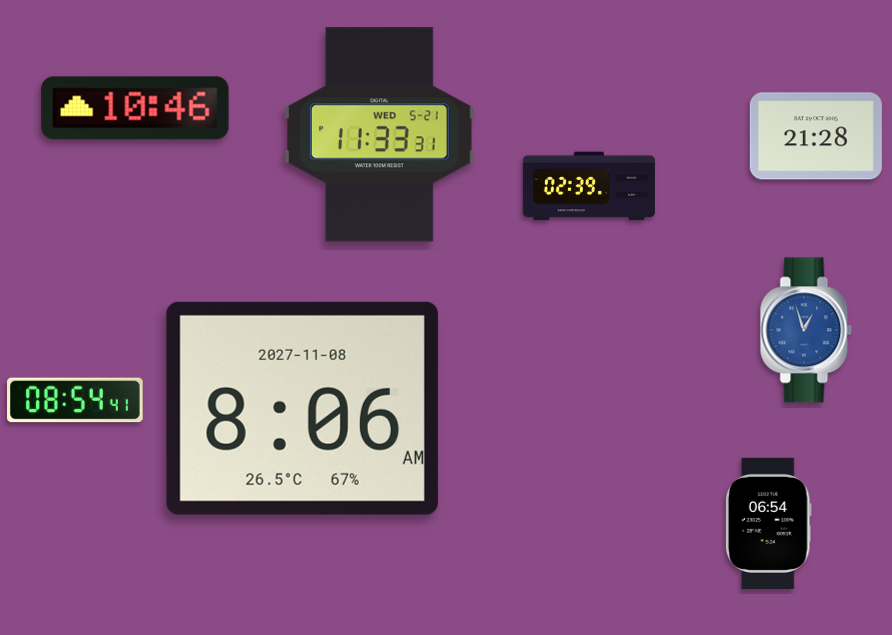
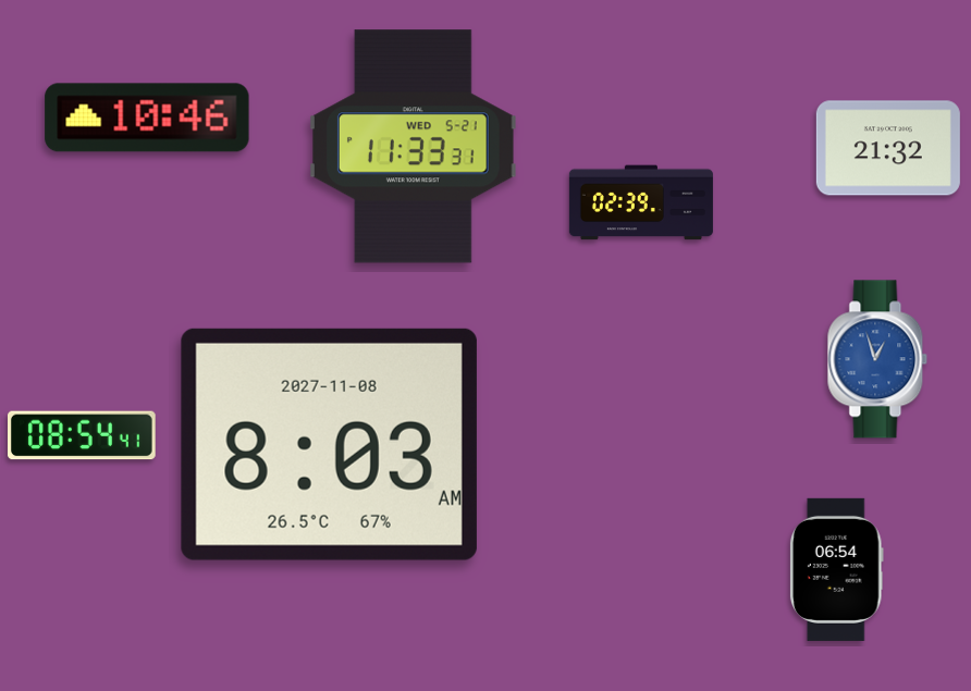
clock at (816, 136): 21:28 -> 21:32
clock at (302, 408): 8:06 -> 8:03
